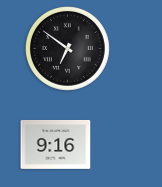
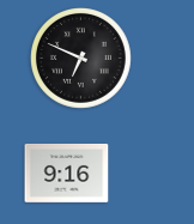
clock at (68, 49): 6:51 -> 6:49
